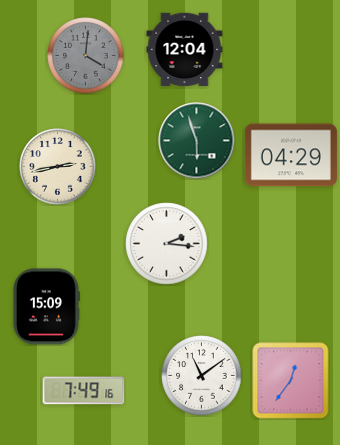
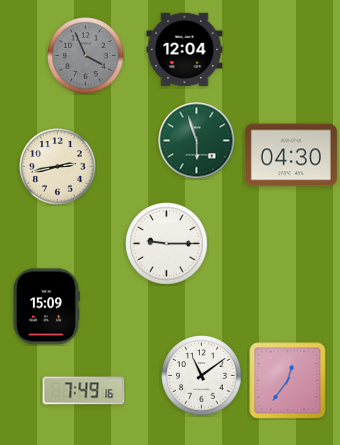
clock at (86, 56): 4:01 -> 3:56
clock at (291, 155): 04:29 -> 04:30
clock at (167, 244): 2:16 -> 9:15
clock at (291, 381) position: (291, 381) -> (288, 381)
